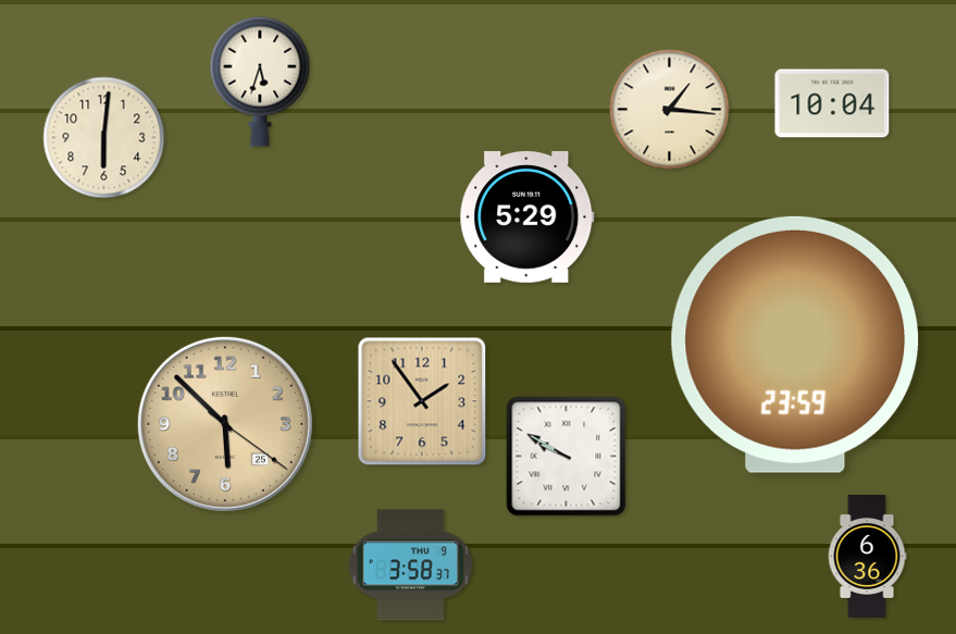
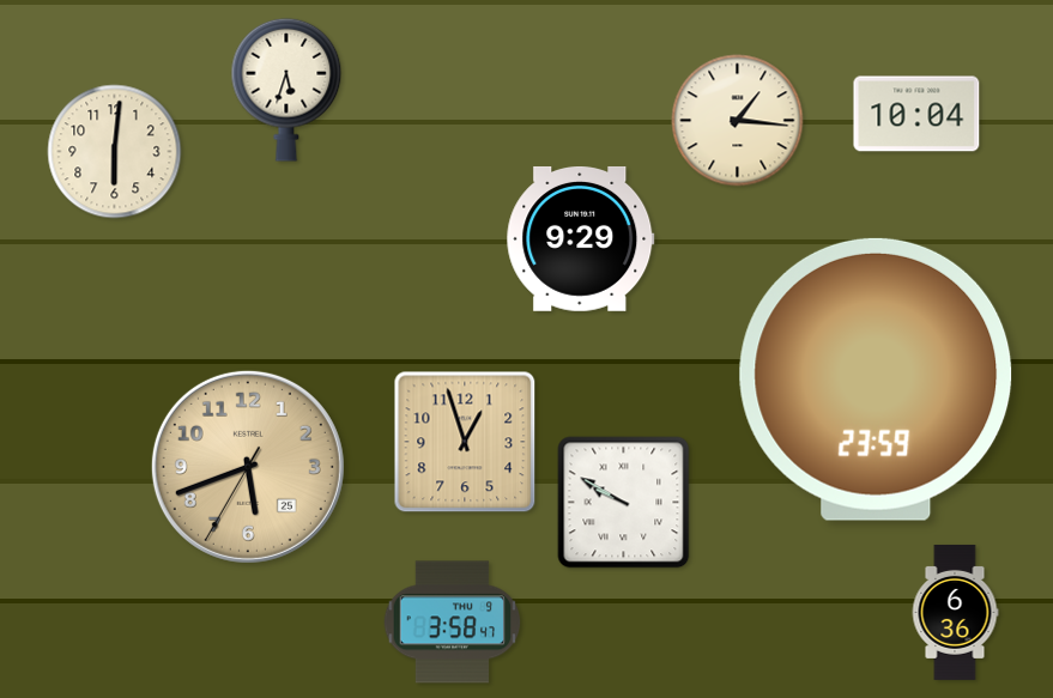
clock at (527, 216): 5:29 -> 9:29
clock at (422, 401): 1:54 -> 12:57
clock at (225, 424): 5:52 -> 5:41
clock at (411, 565): 3:58:37 -> 3:58:47
